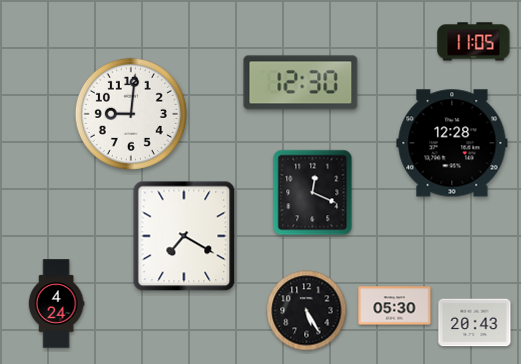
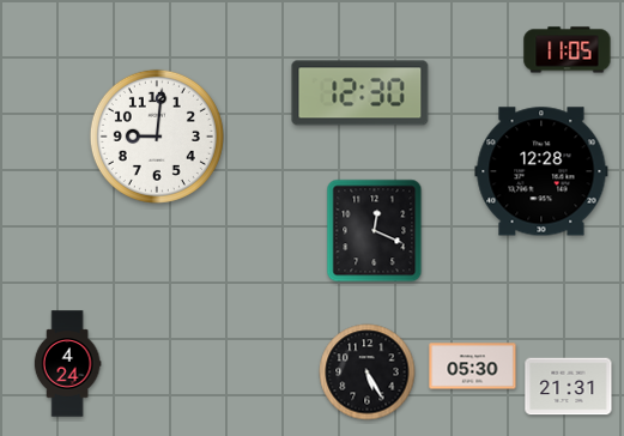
clock at (301, 83) position: (301, 83) -> (361, 93)
clock at (184, 236): 7:20 -> none
clock at (475, 323): 20:43 -> 21:31
